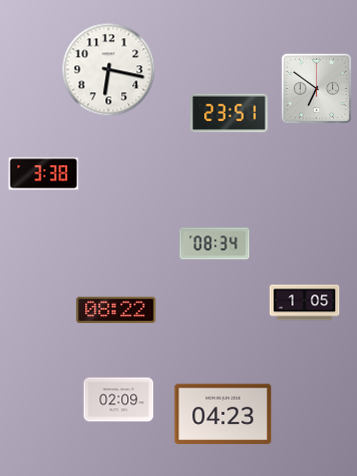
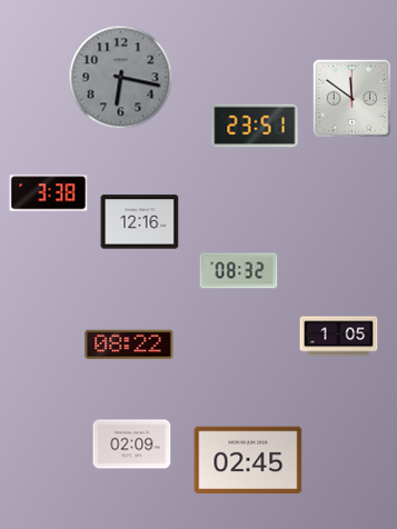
clock at (109, 70) dial: white -> grey
clock at (317, 89): 6:51 -> 11:51
clock at (140, 222): none -> 12:16
clock at (215, 244): 08:34 -> 08:32
clock at (223, 414): 04:23 -> 02:45
